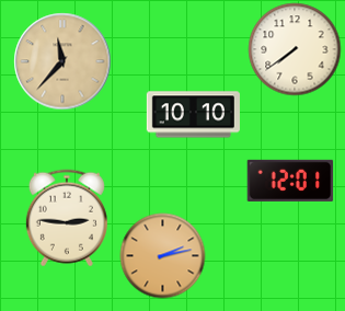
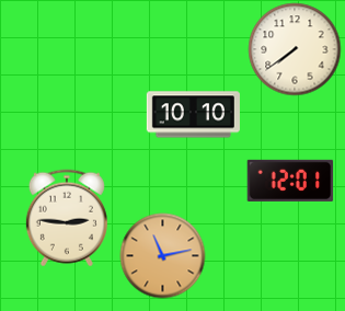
clock at (62, 61): 11:37 -> none
clock at (162, 255): 2:13 -> 11:13
